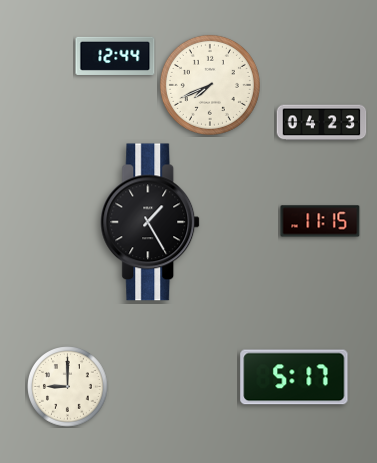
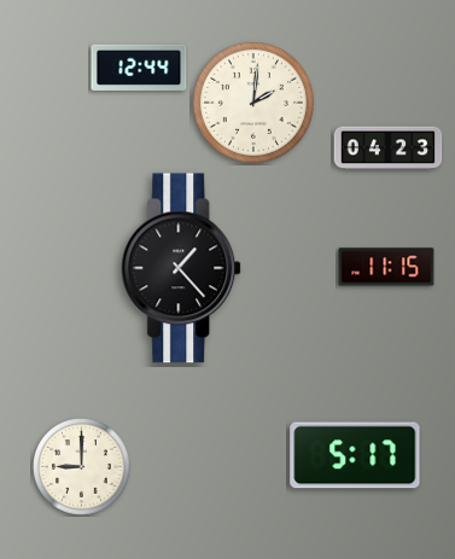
clock at (210, 85): 7:41 -> 2:01
clock at (151, 222): 1:25 -> 1:23
